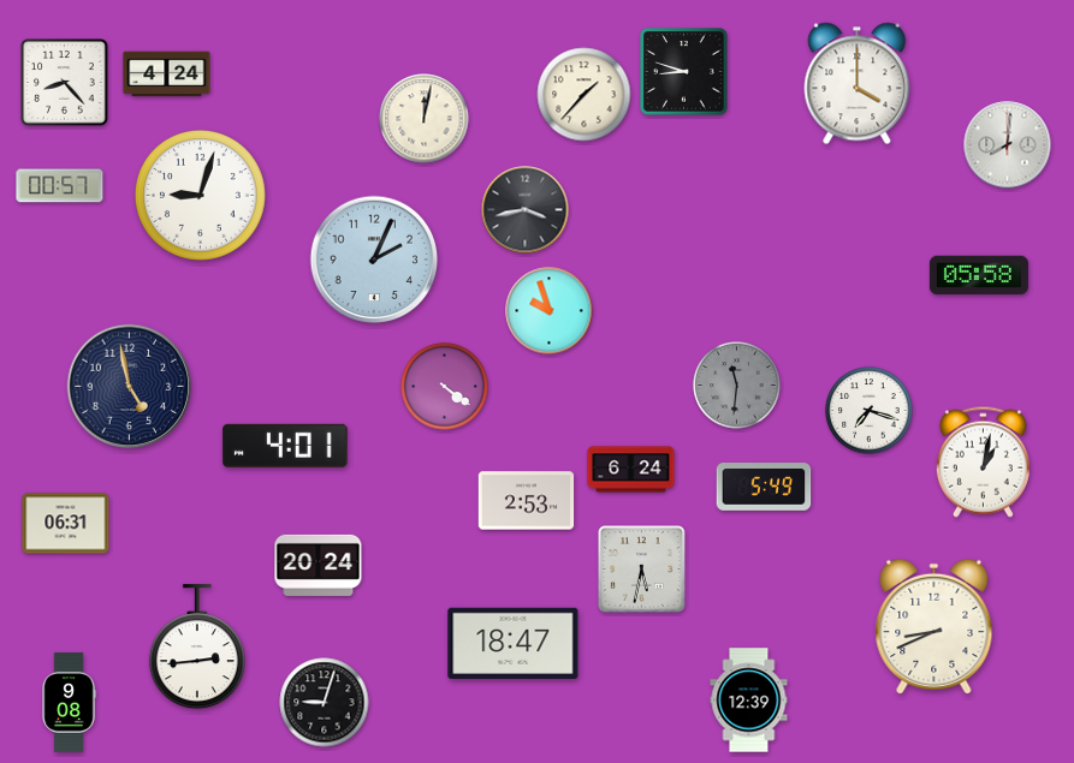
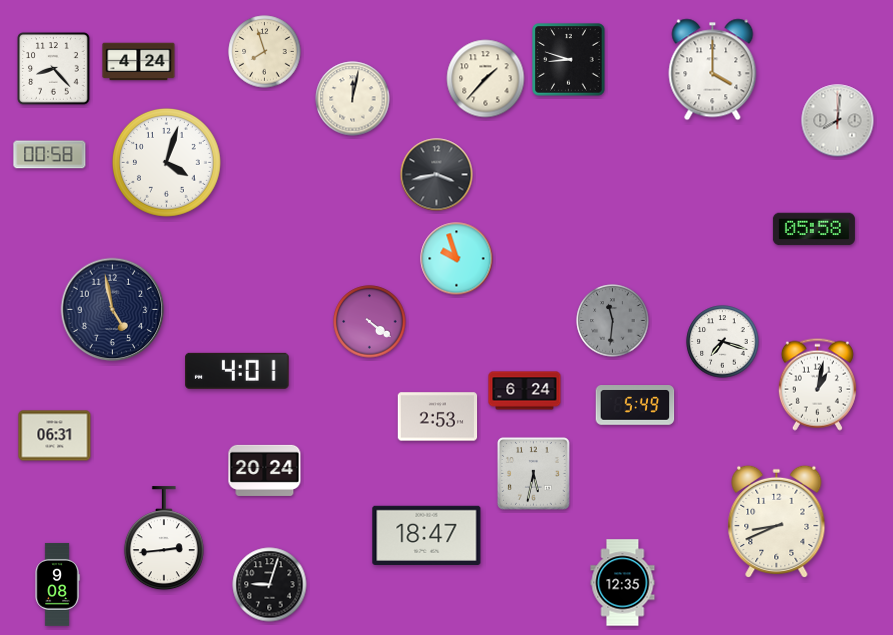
clock at (265, 52): none -> 7:57
clock at (60, 186): 00:57 -> 00:58
clock at (200, 195): 9:03 -> 4:03
clock at (374, 260): 2:04 -> none
clock at (130, 387) position: (130, 387) -> (113, 310)
clock at (749, 701): 12:39 -> 12:35
